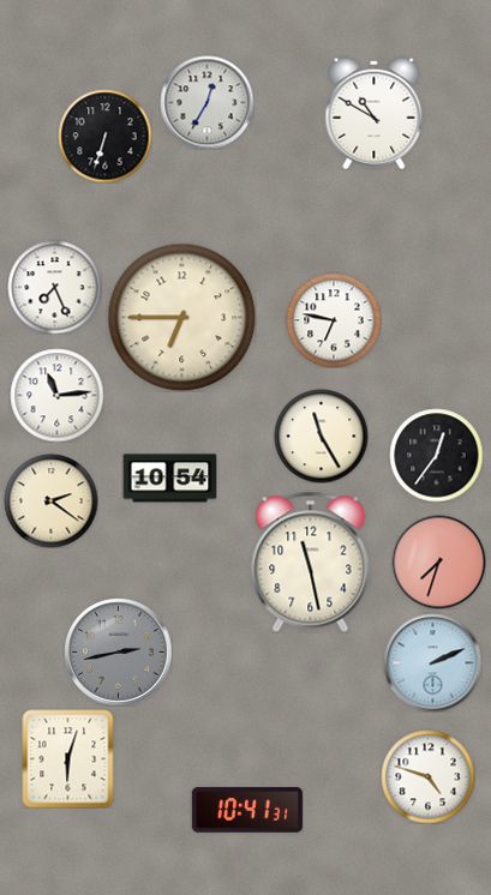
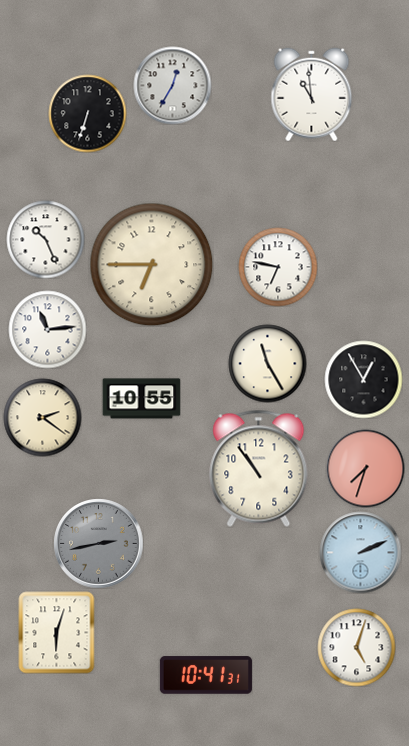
clock at (375, 113): 10:50 -> 10:59
clock at (54, 287): 7:26 -> 10:26
clock at (436, 455): 12:36 -> 12:55
clock at (169, 479): 10:54 -> 10:55
clock at (311, 561): 11:28 -> 10:54
clock at (427, 776): 4:48 -> 5:03
